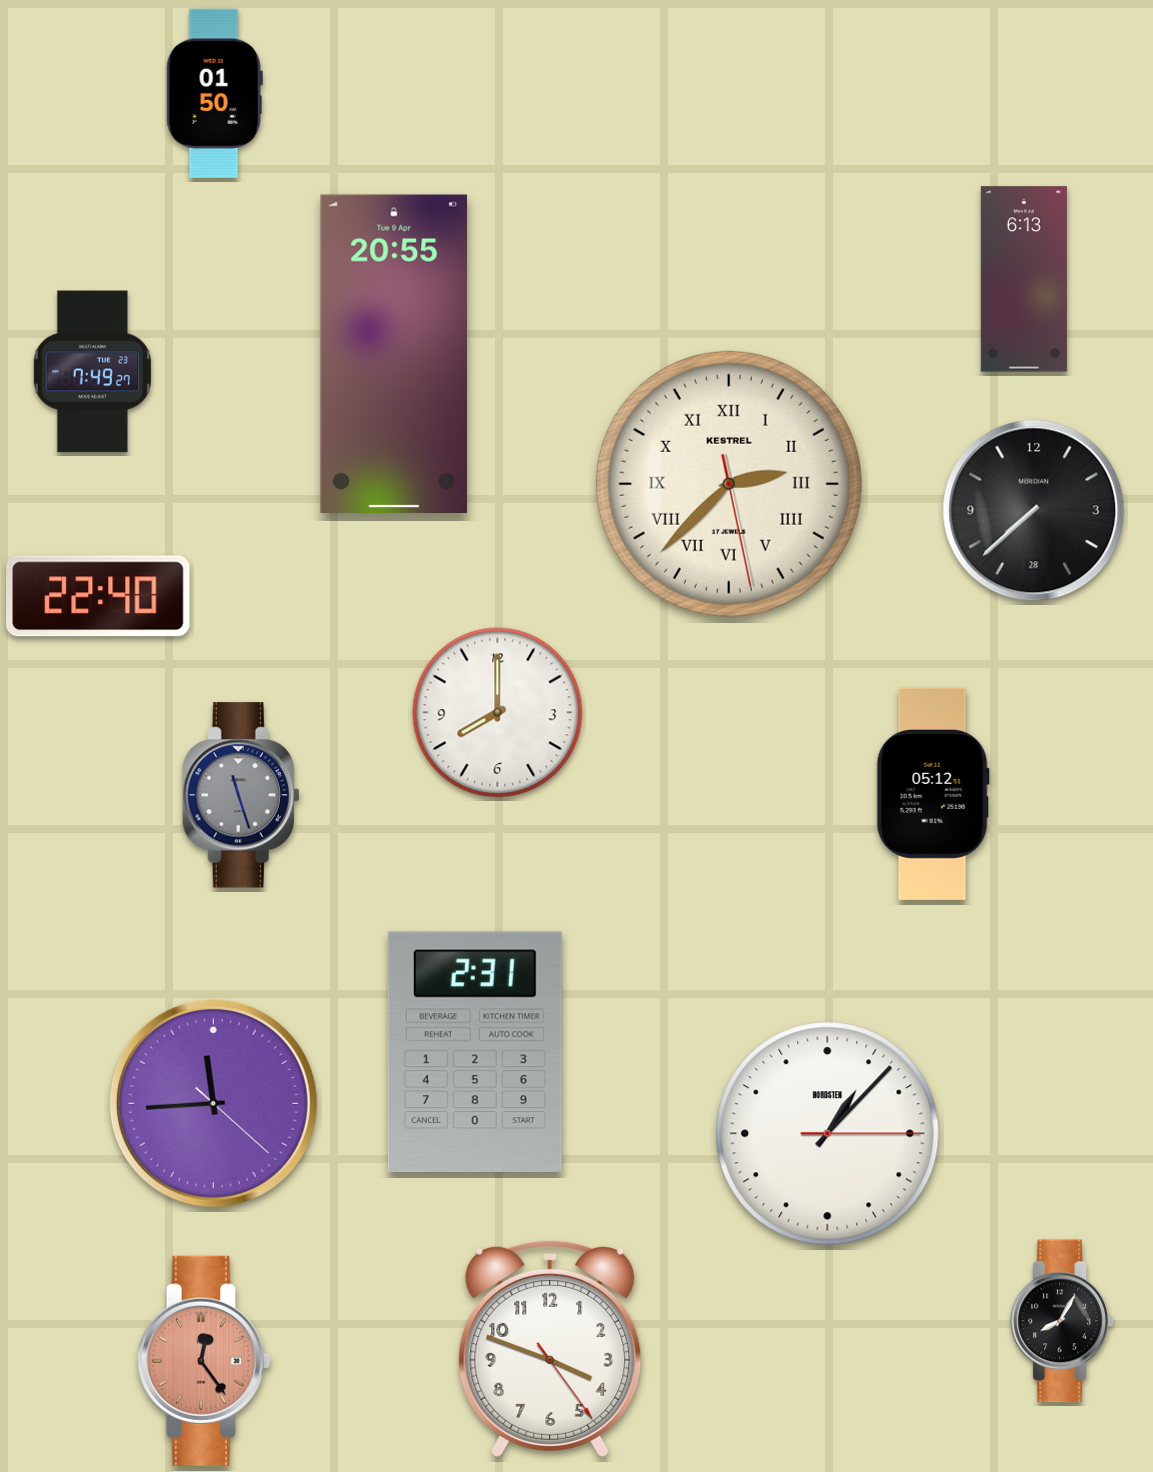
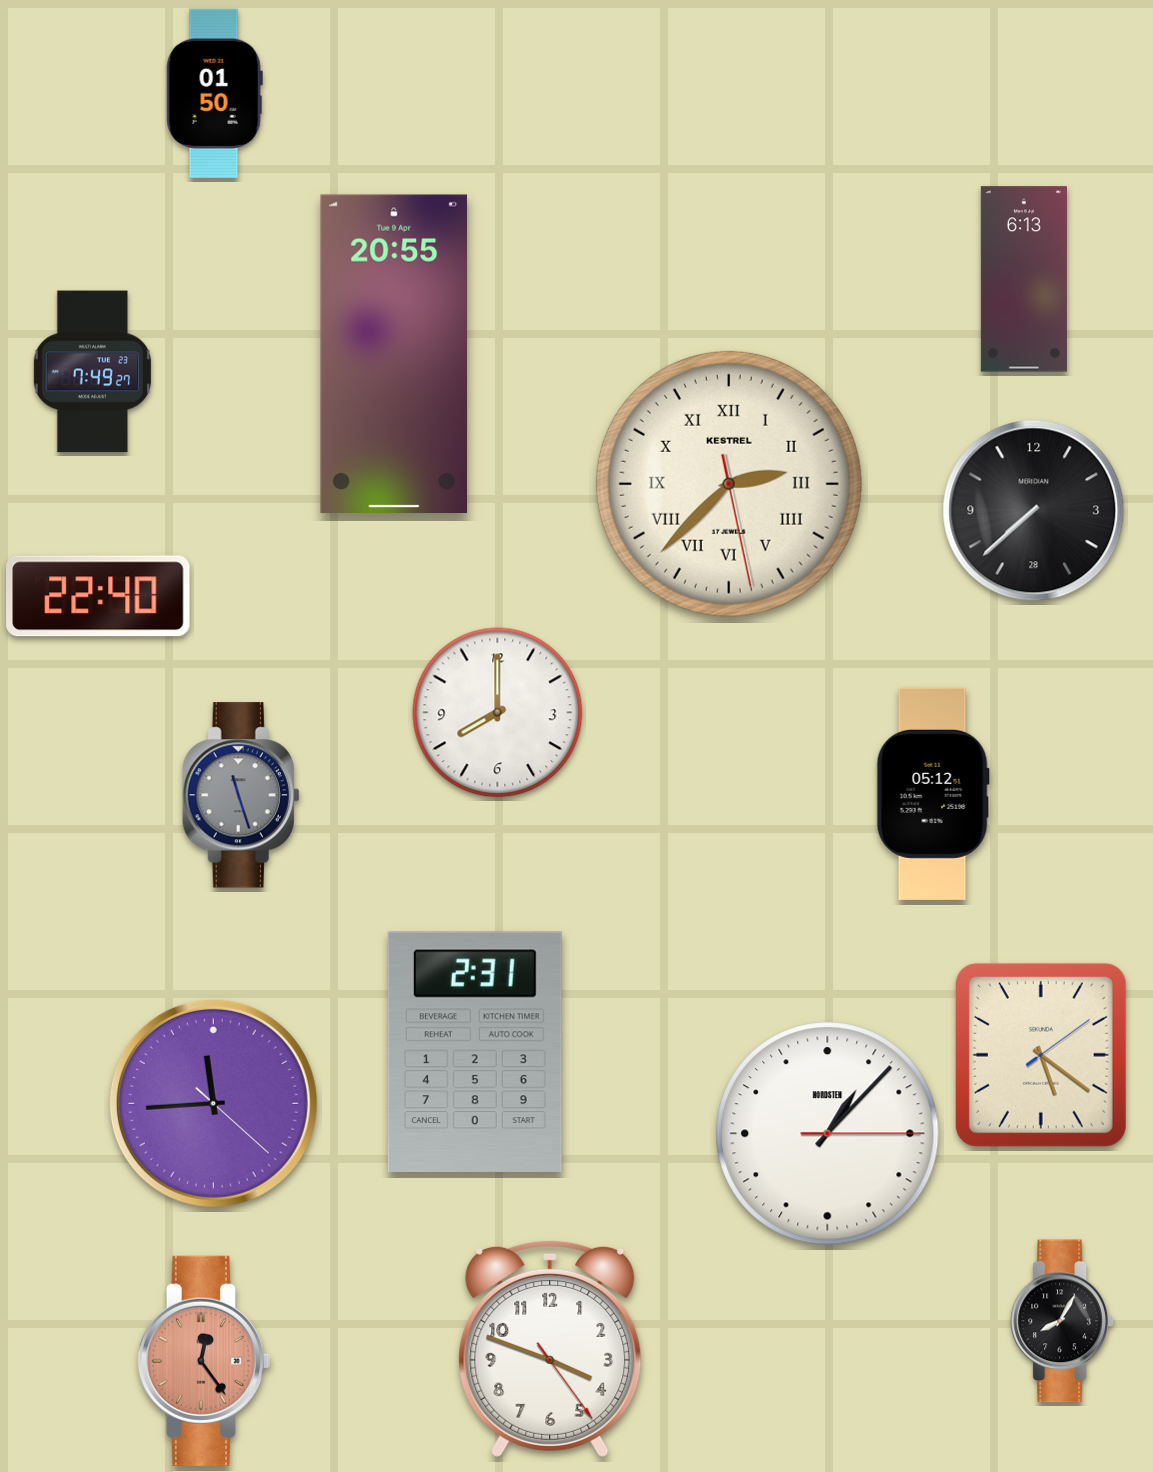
clock at (1041, 1055): none -> 5:21
